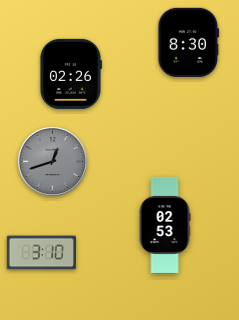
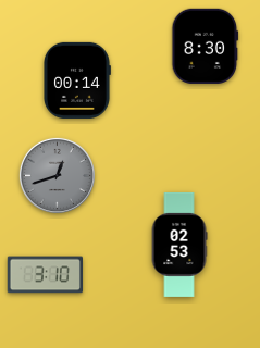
clock at (70, 74): 02:26 -> 00:14
